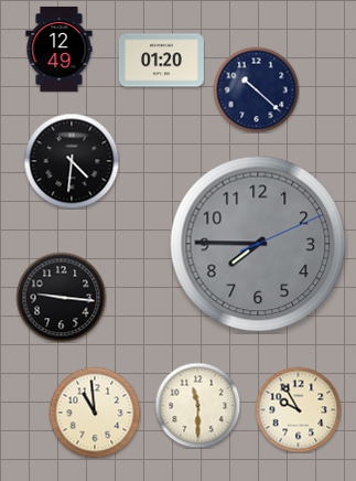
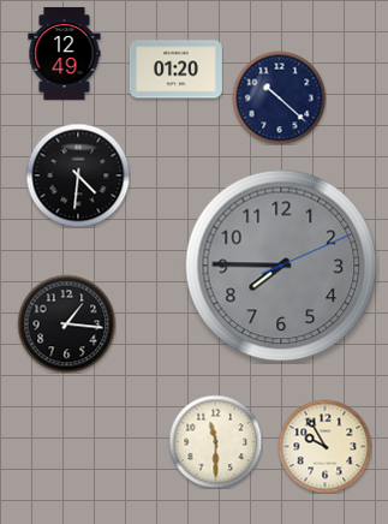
clock at (161, 61) position: (161, 61) -> (175, 70)
clock at (61, 297): 9:16 -> 1:16
clock at (95, 413): 10:59 -> none
